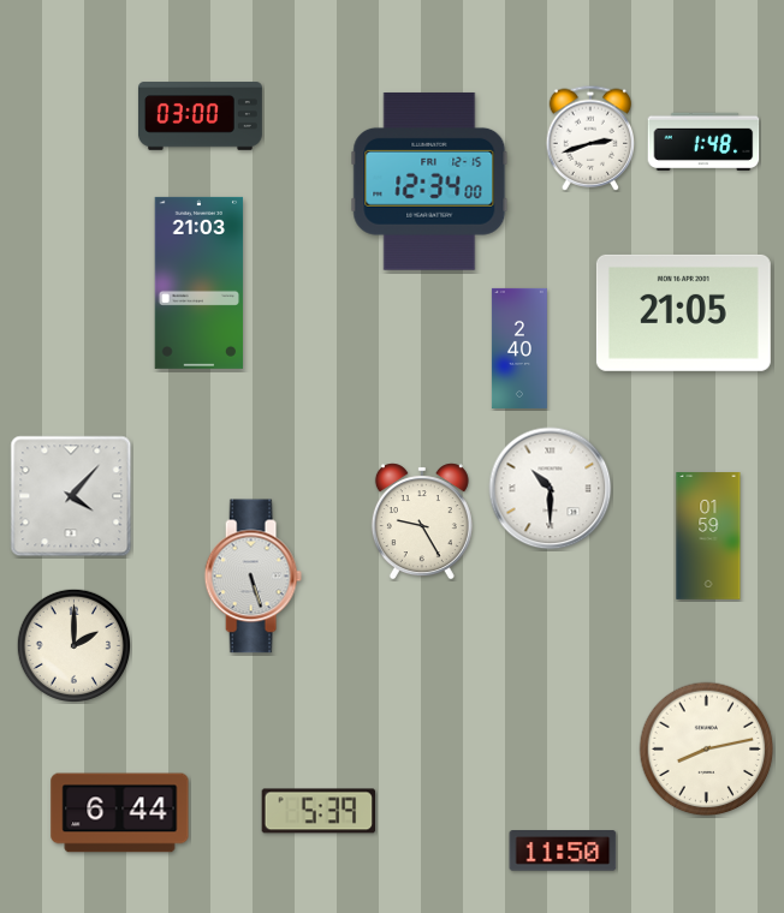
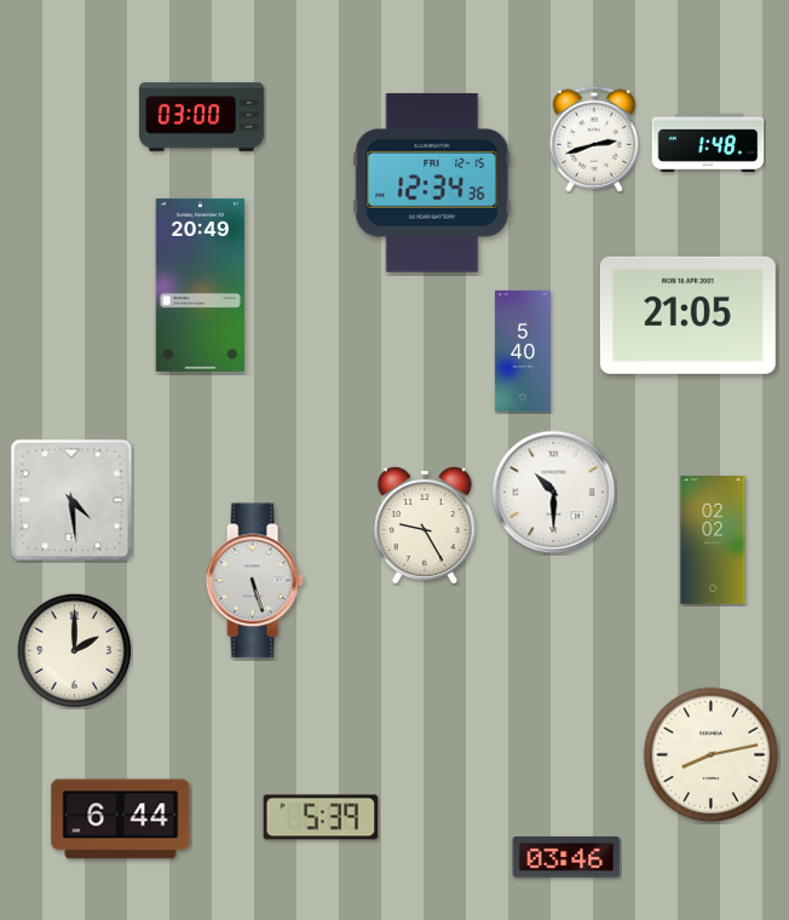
clock at (429, 181): 12:34:00 -> 12:34:36
clock at (200, 282): 21:03 -> 20:49
clock at (519, 348): 2:40 -> 5:40
clock at (71, 496): 4:07 -> 4:29
clock at (708, 536): 01:59 -> 02:02
clock at (563, 852): 11:50 -> 03:46
